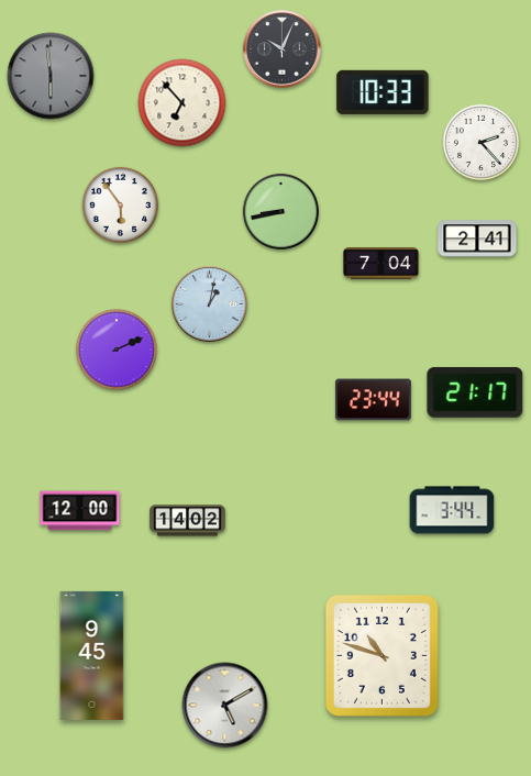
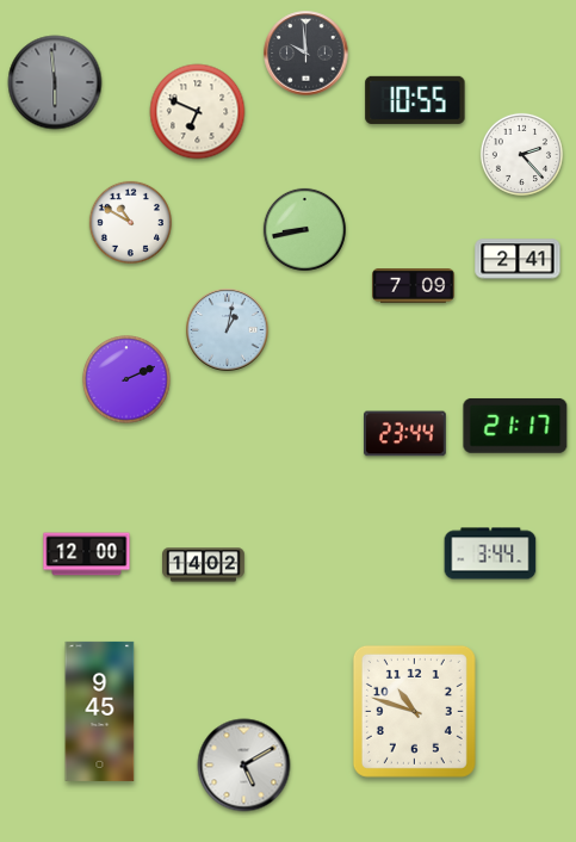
clock at (283, 49): 10:04 -> 9:59
clock at (383, 92): 10:33 -> 10:55
clock at (182, 103): 6:53 -> 6:49
clock at (120, 204): 5:54 -> 10:50
clock at (381, 264): 7:04 -> 7:09
